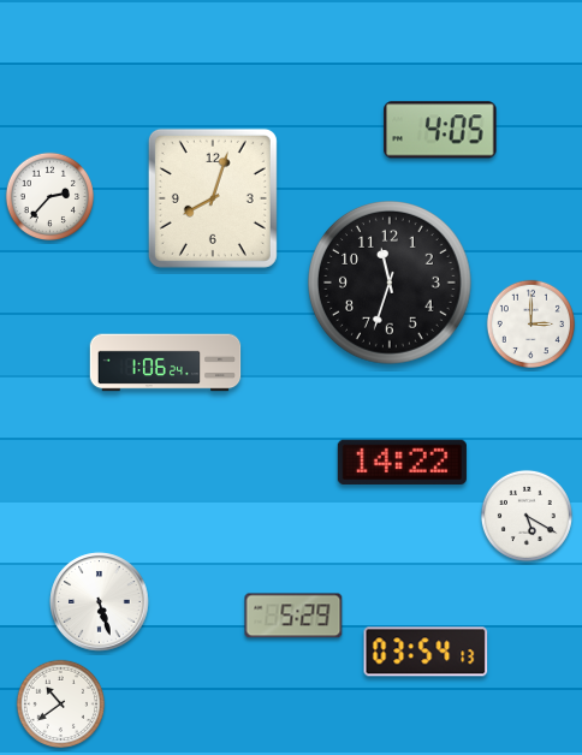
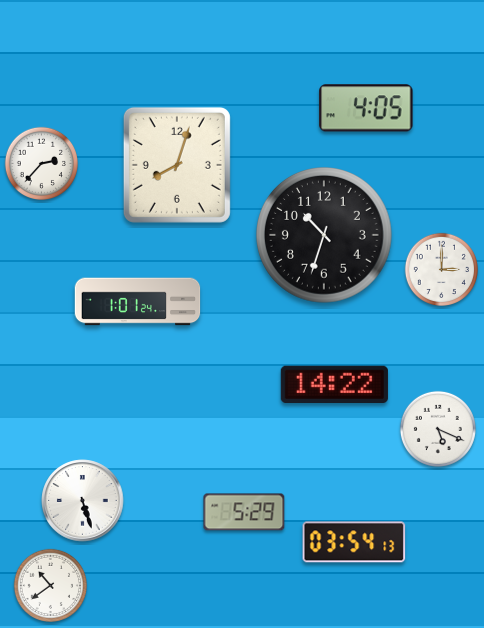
clock at (391, 284): 11:33 -> 10:33
clock at (166, 363): 1:06 -> 1:01
clock at (527, 516): 5:20 -> 5:19
